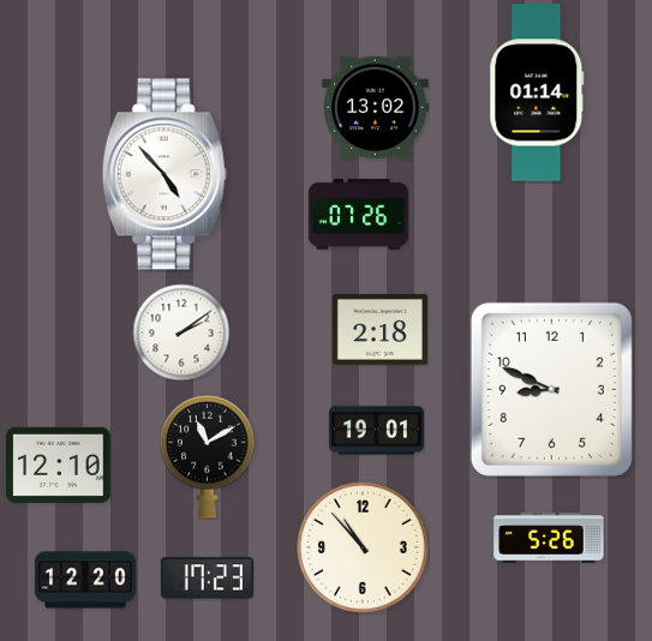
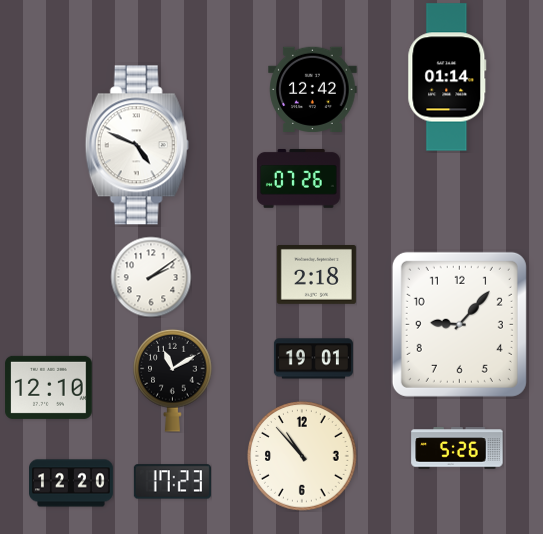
clock at (376, 107): 13:02 -> 12:42
clock at (165, 174): 4:53 -> 4:49
clock at (551, 389): 8:49 -> 9:07
